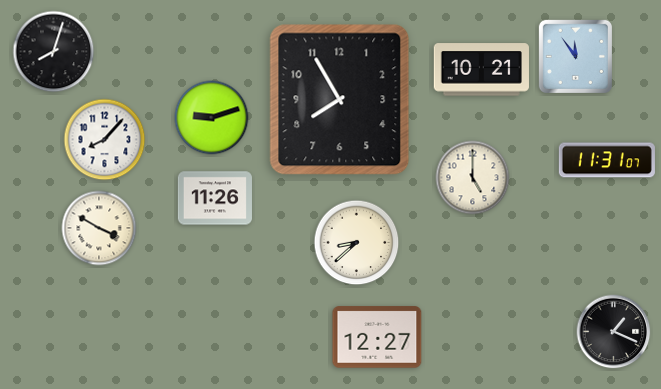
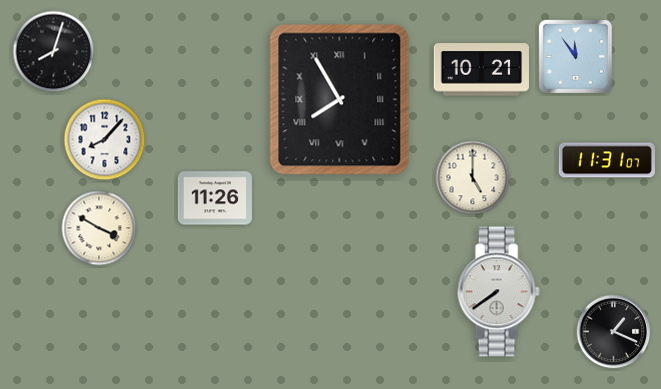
clock at (340, 100) numerals: Arabic -> Roman
clock at (212, 118): 9:12 -> none
clock at (357, 243): 8:38 -> none
clock at (498, 292): none -> 7:39
clock at (377, 337): 12:27 -> none
